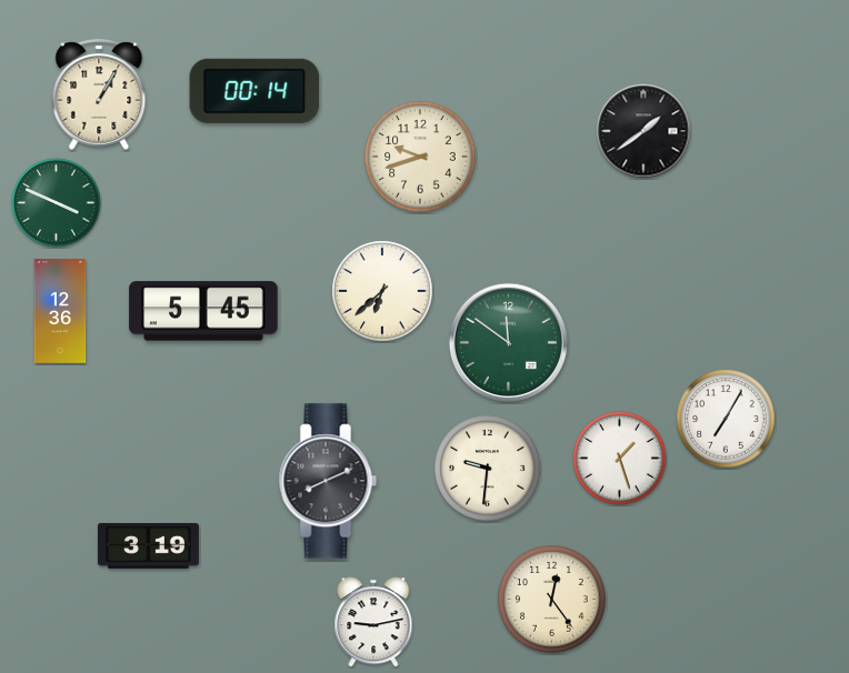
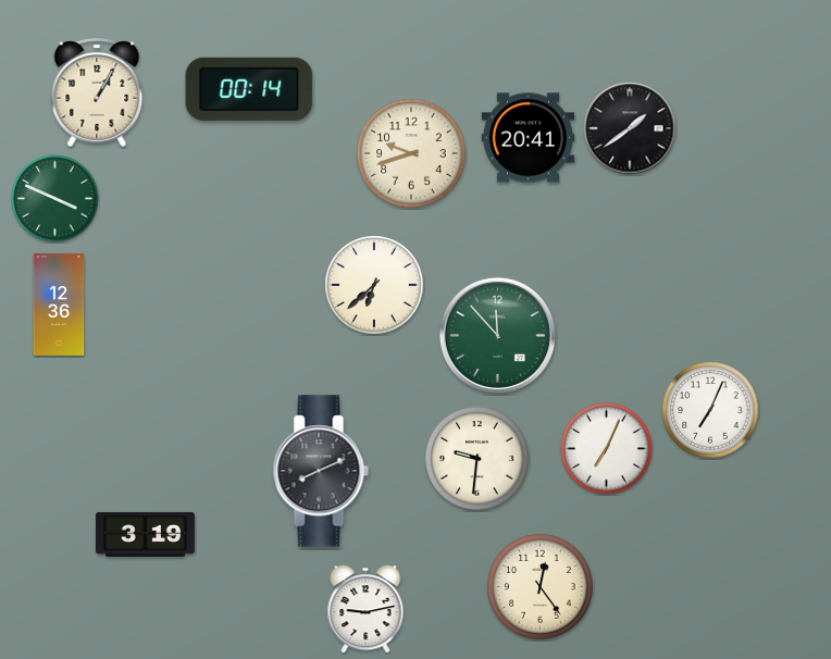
clock at (529, 138): none -> 20:41
clock at (203, 311): 5:45 -> none
clock at (508, 342): 11:51 -> 11:53
clock at (726, 419): 7:05 -> 7:04
clock at (620, 459): 1:27 -> 7:04
